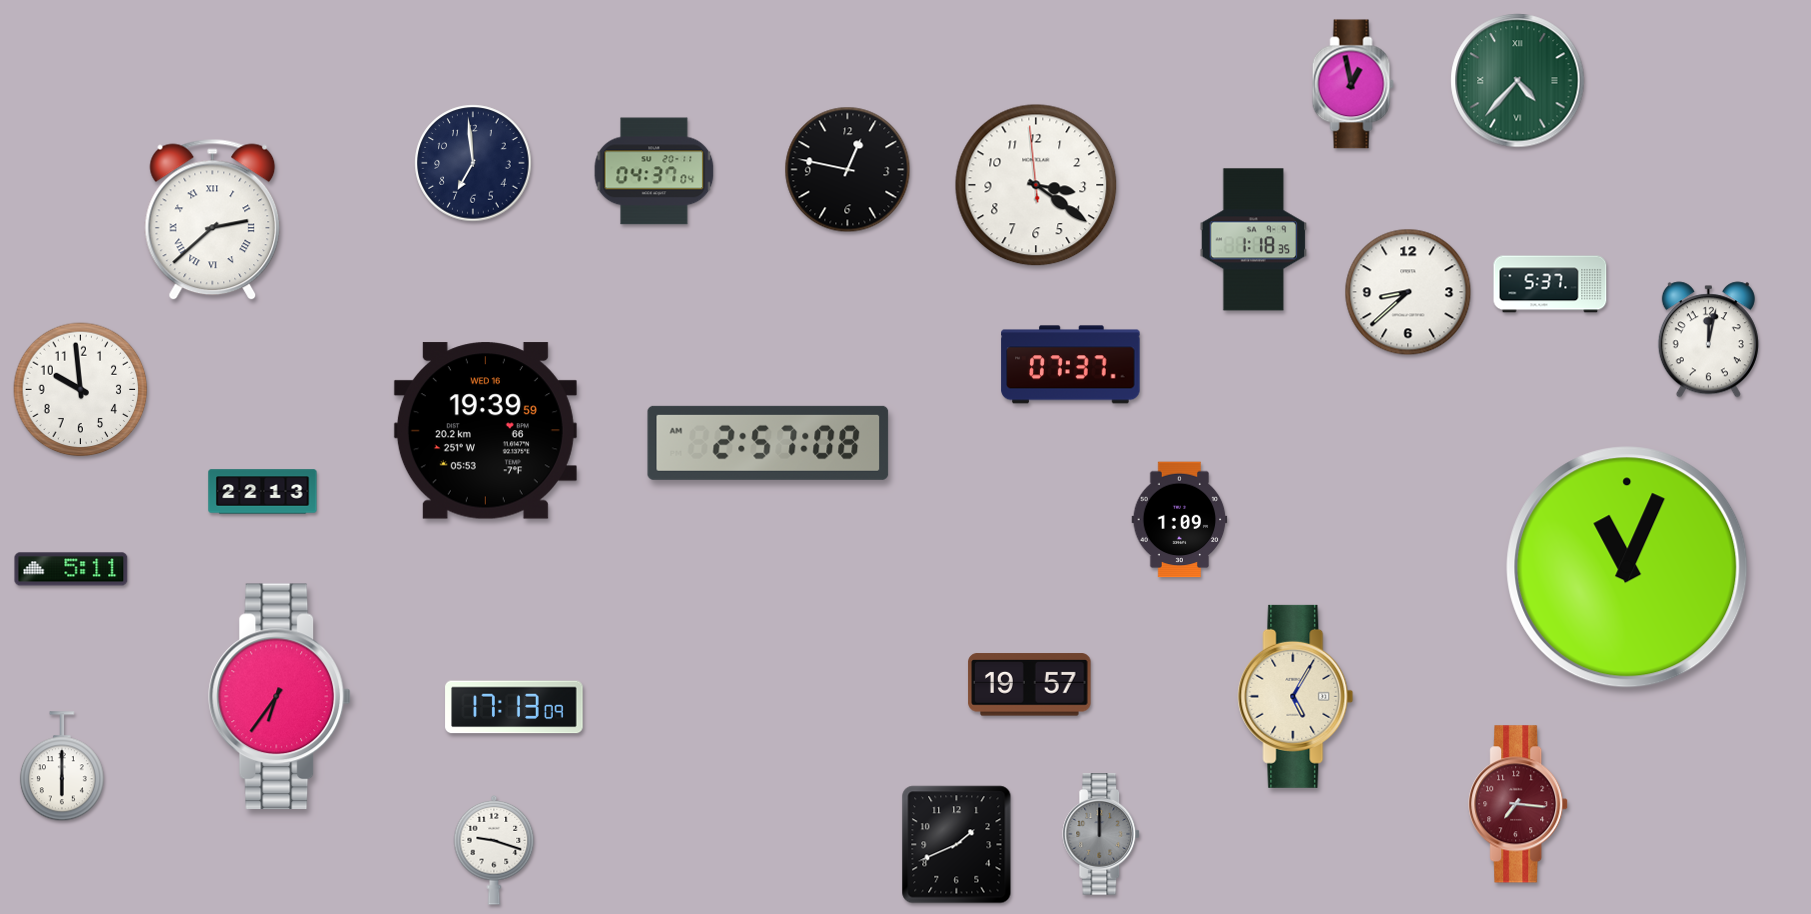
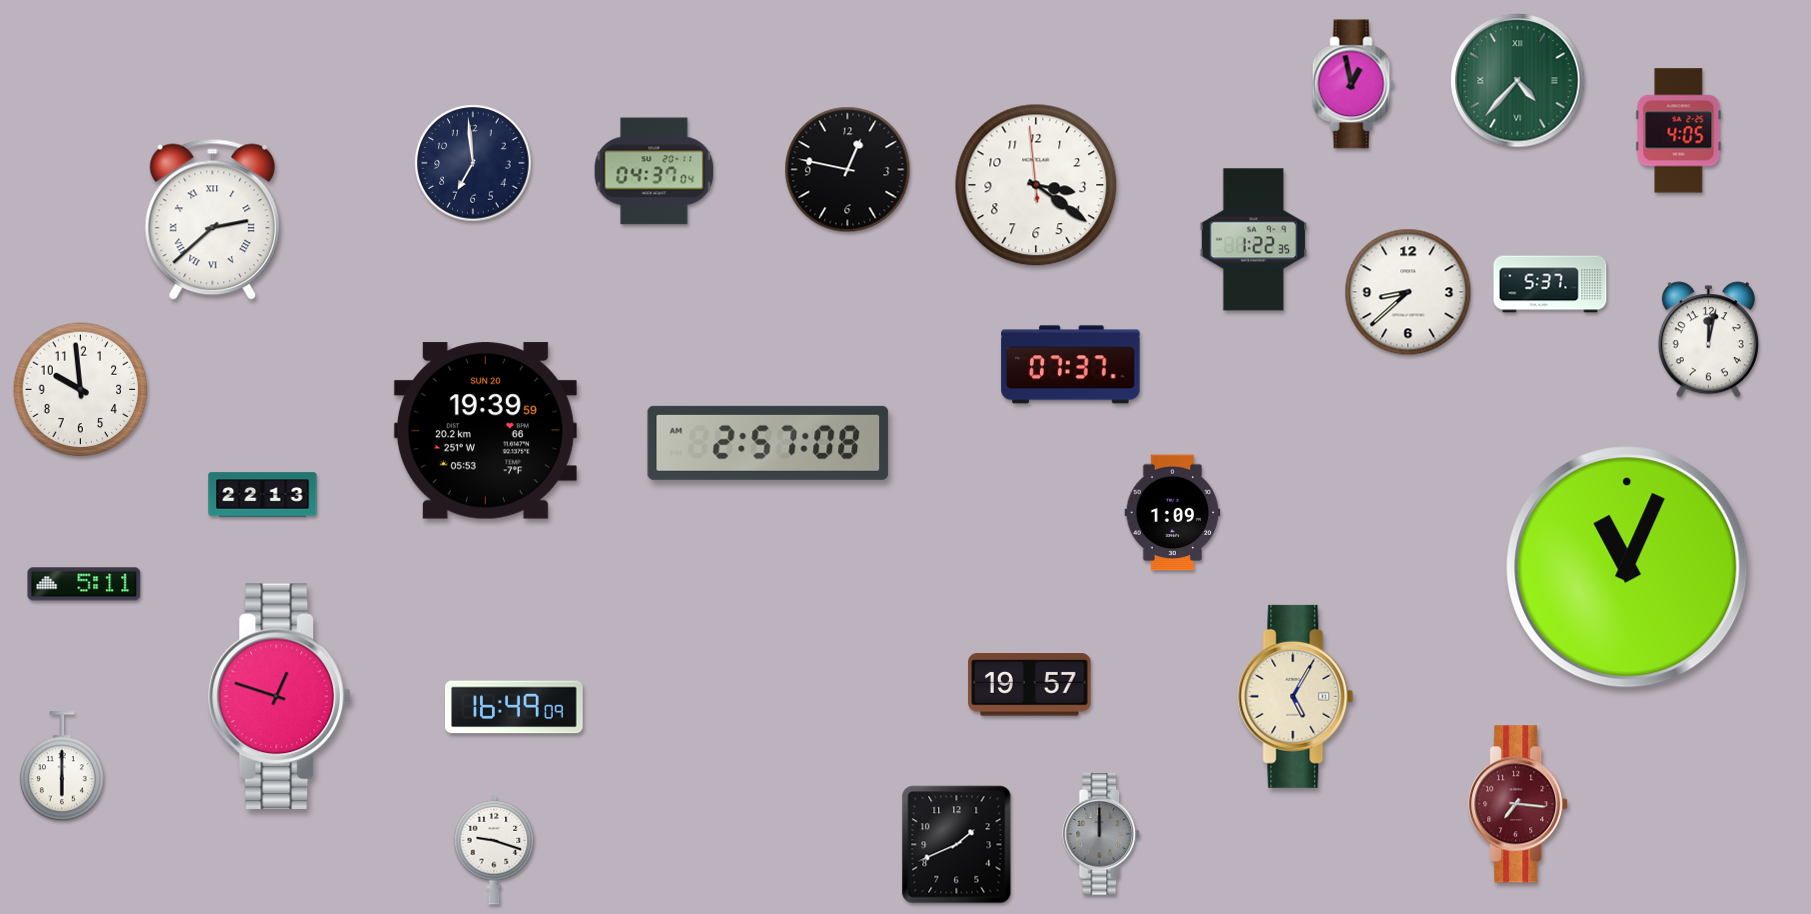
clock at (1679, 131): none -> 4:05
clock at (1254, 240): 1:18 -> 1:22
clock at (485, 431) date: WED 16 -> SUN 20
clock at (263, 492) position: (263, 492) -> (263, 495)
clock at (1180, 520) position: (1180, 520) -> (1173, 513)
clock at (71, 569) position: (71, 569) -> (84, 584)
clock at (280, 697): 6:36 -> 12:48
clock at (514, 707): 17:13 -> 16:49
